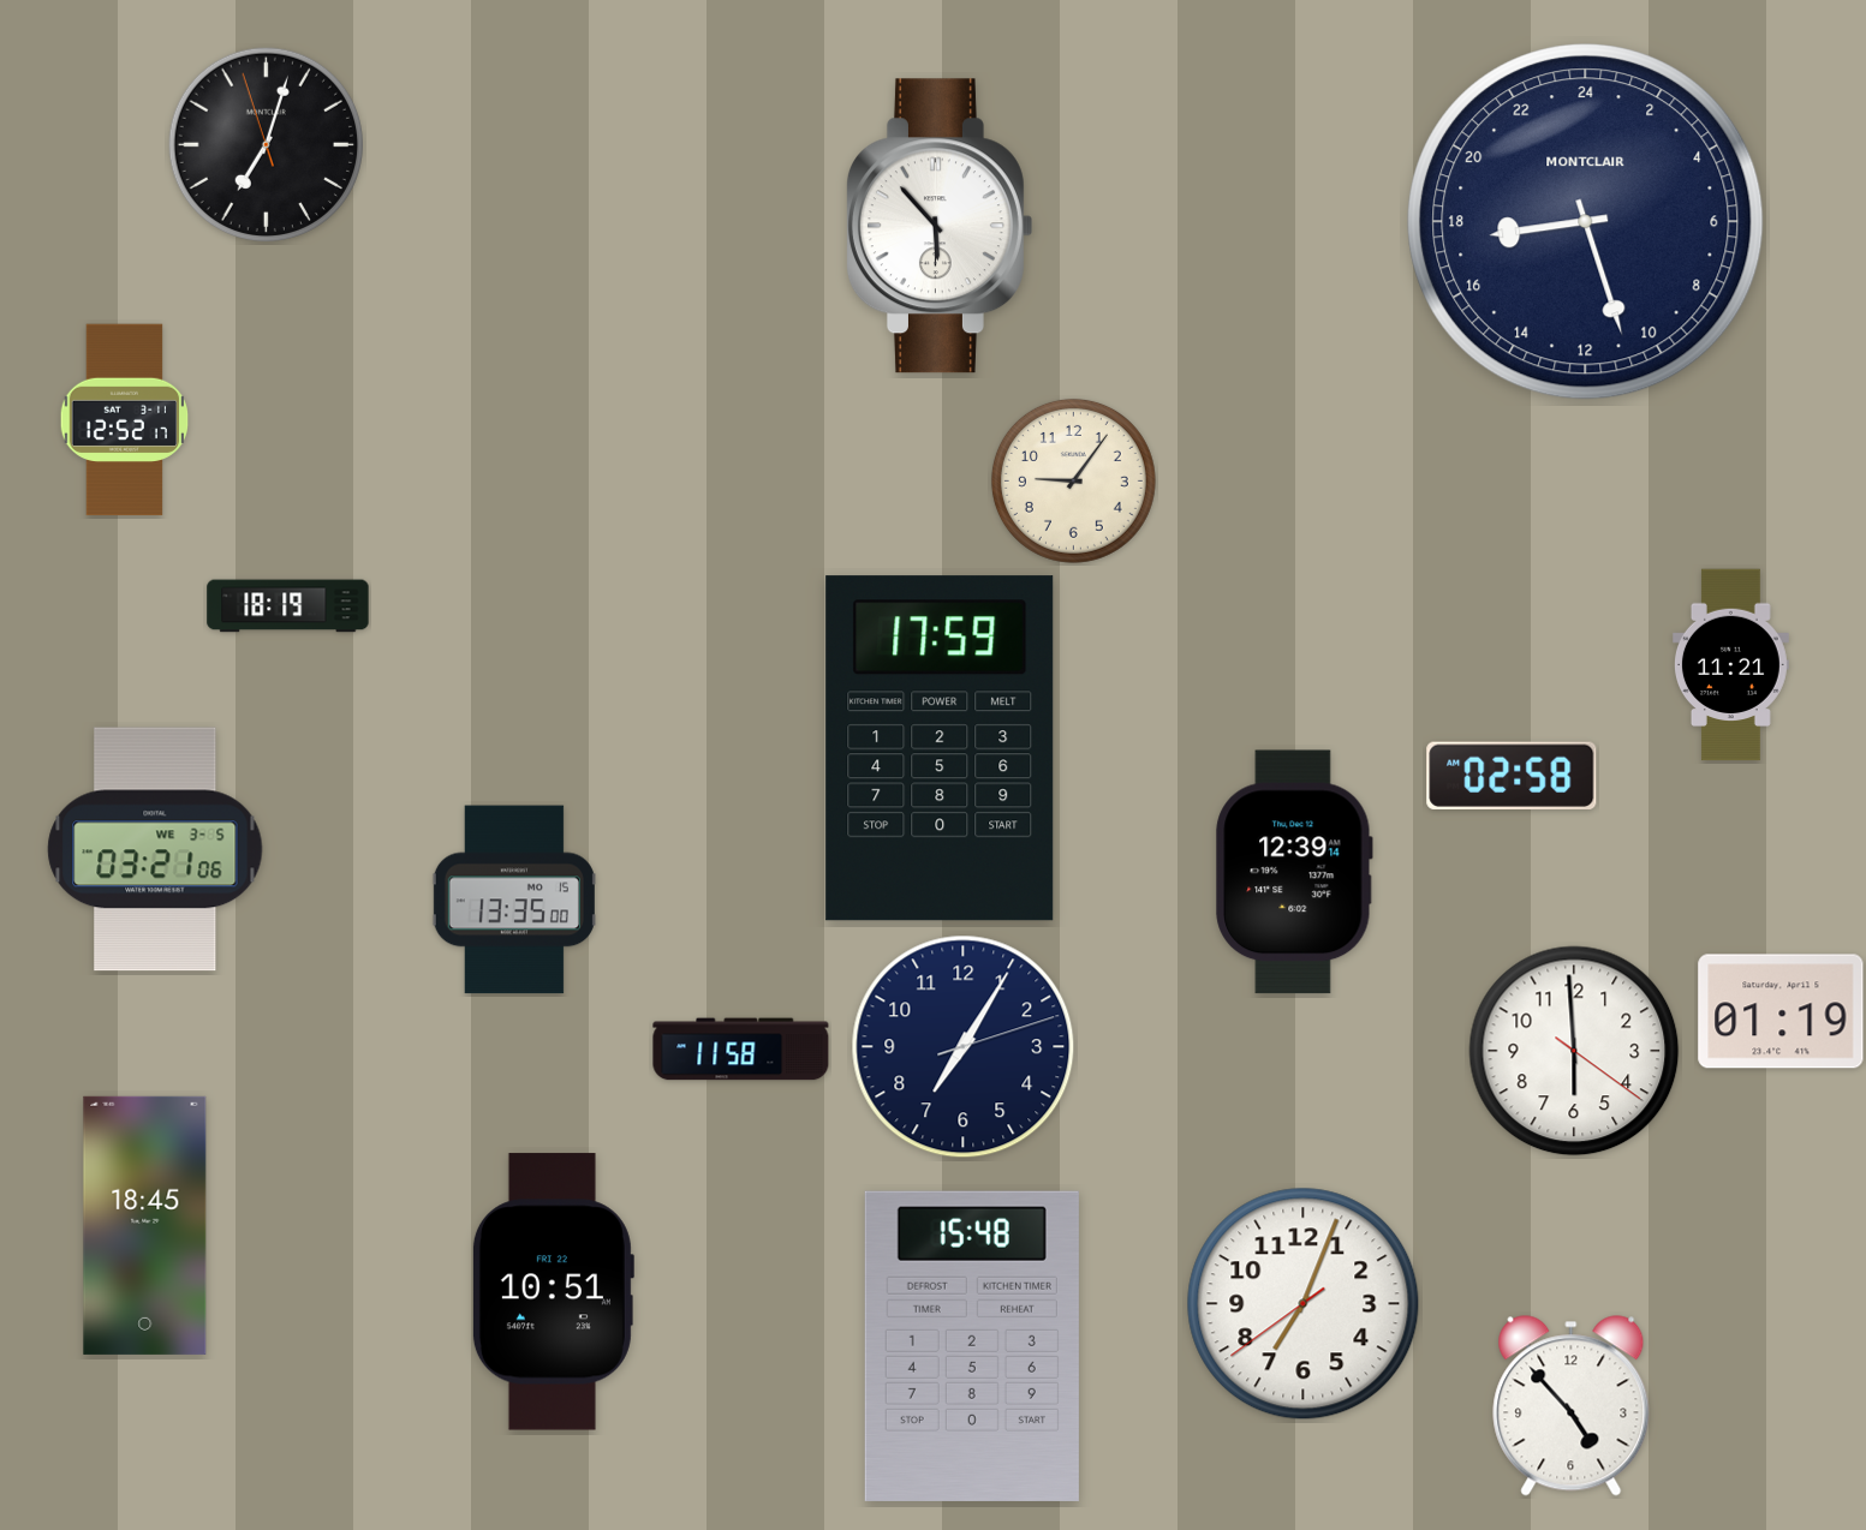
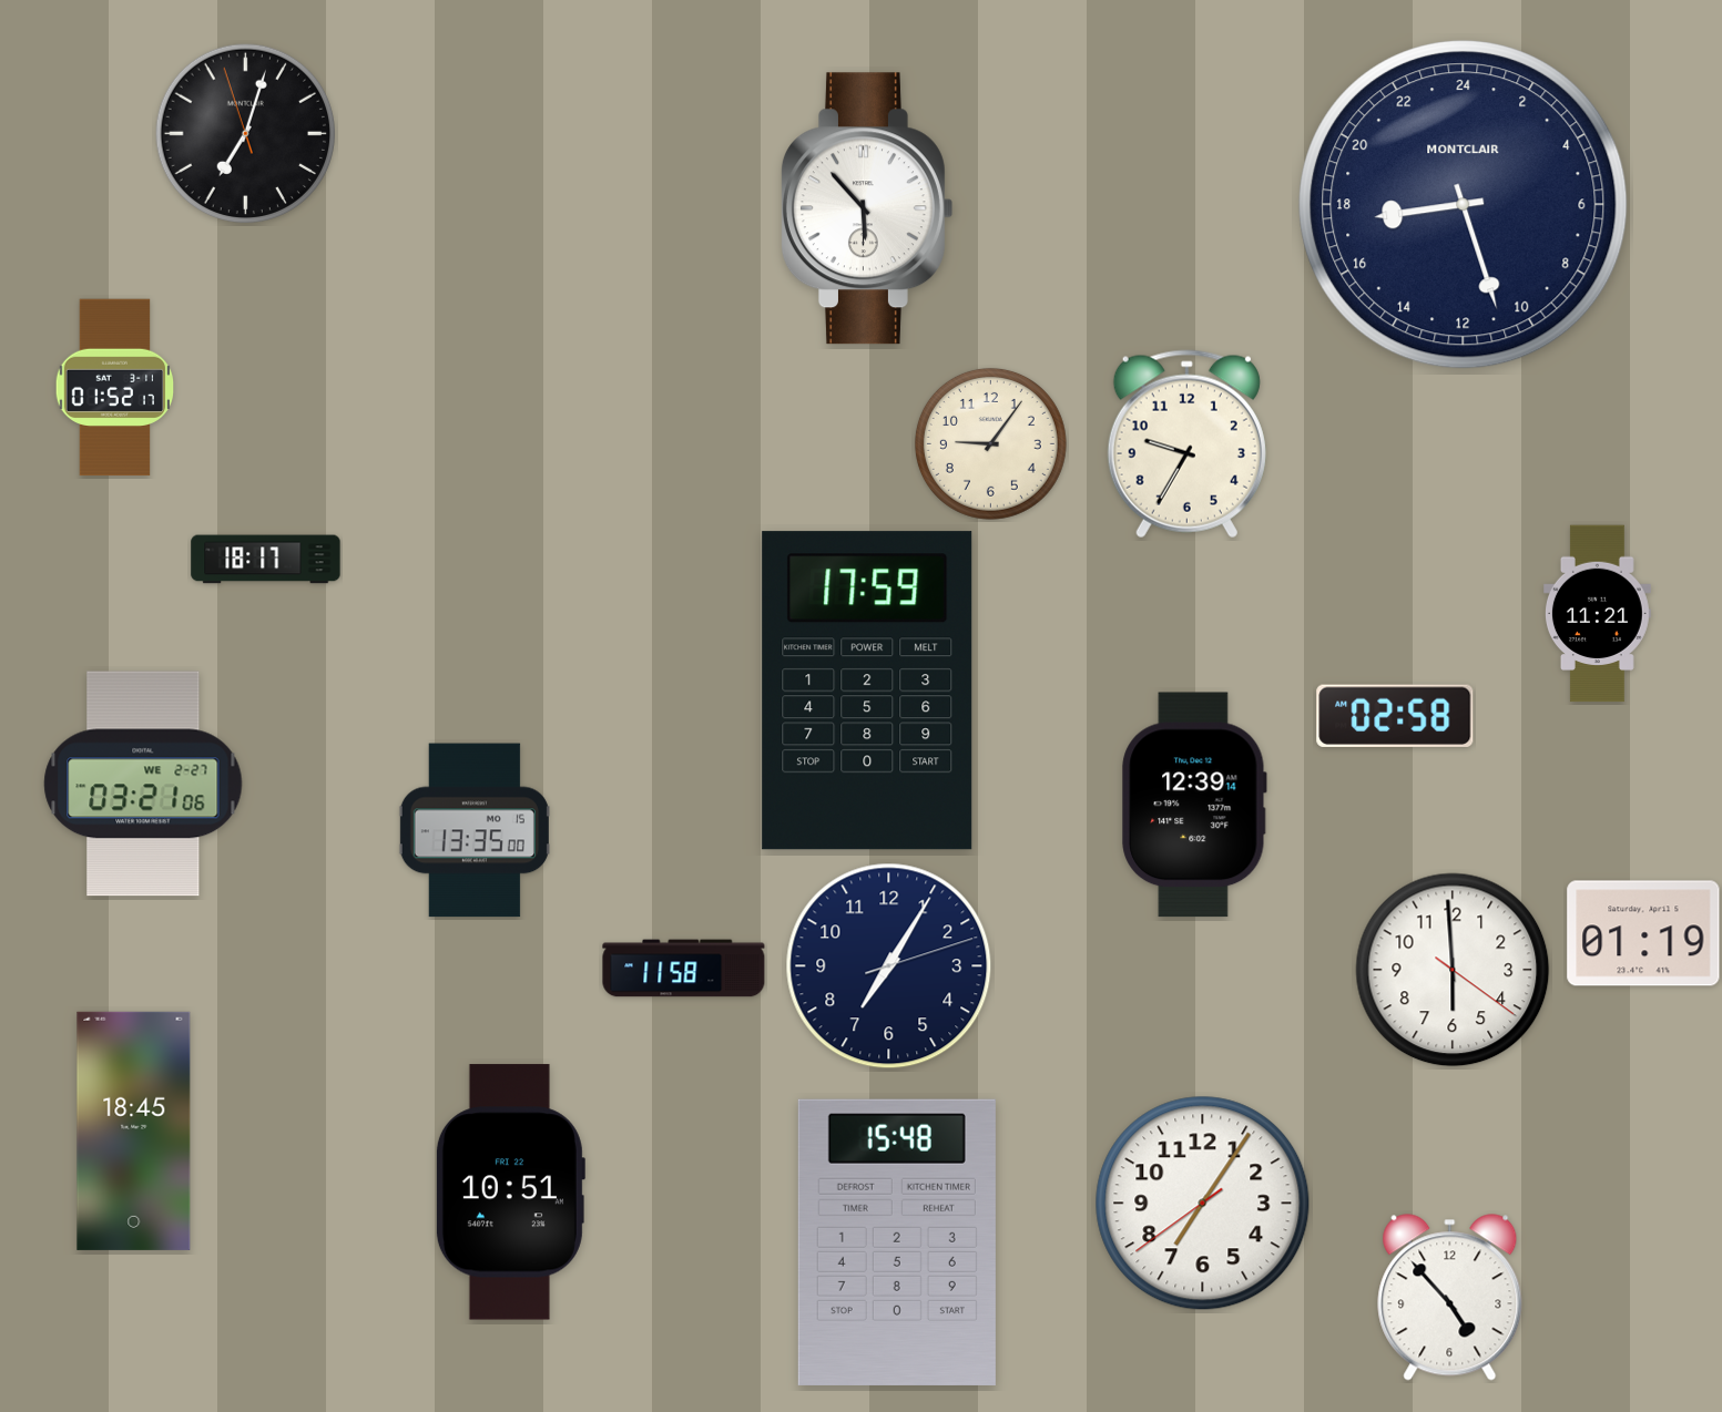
clock at (125, 420): 12:52 -> 01:52
clock at (1186, 444): none -> 9:35
clock at (288, 606): 18:19 -> 18:17
clock at (155, 849) date: WE 3-5 -> WE 2-27
clock at (1304, 1304): 7:03 -> 7:05
